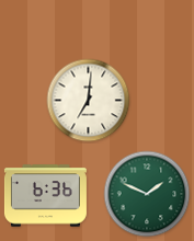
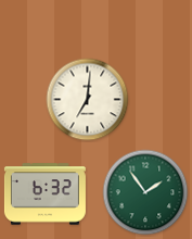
clock at (147, 194): 1:49 -> 1:54
clock at (45, 196): 6:36 -> 6:32
